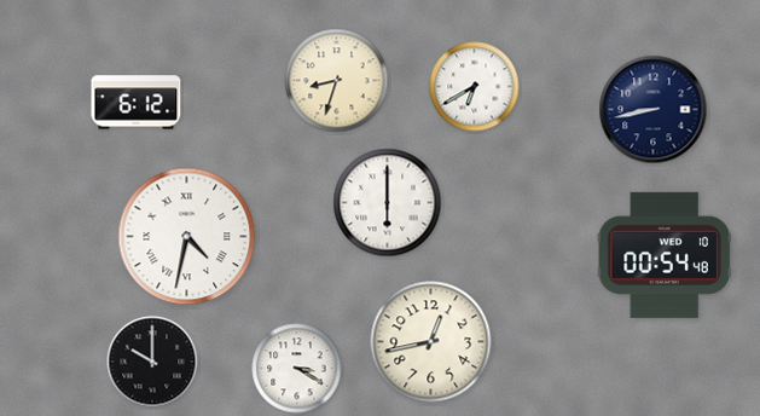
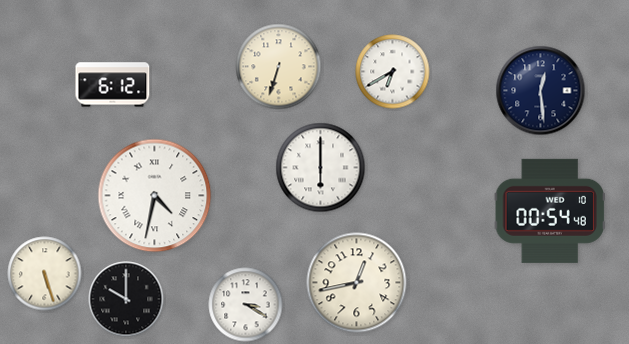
clock at (337, 81): 8:33 -> 6:33
clock at (654, 110): 8:43 -> 12:29
clock at (45, 274): none -> 5:27
